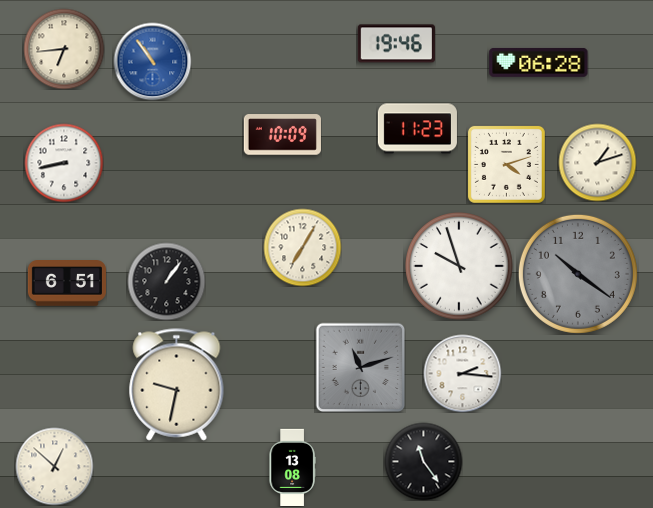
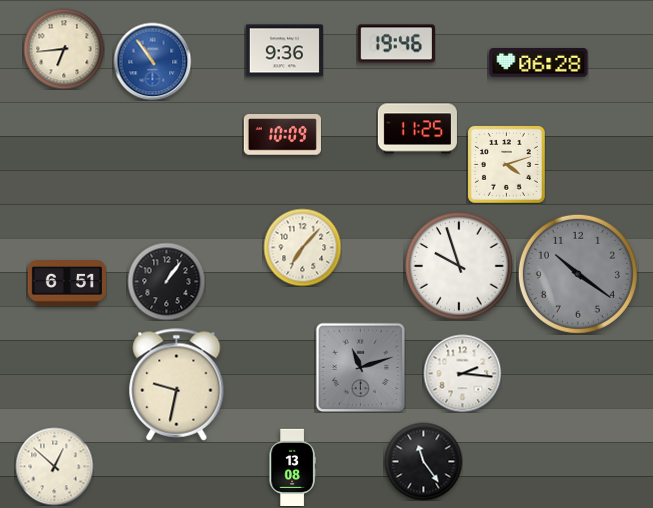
clock at (284, 51): none -> 9:36
clock at (417, 129): 11:23 -> 11:25
clock at (597, 162): 1:12 -> none
clock at (64, 163): 8:43 -> none
clock at (302, 247): 7:05 -> 7:07
